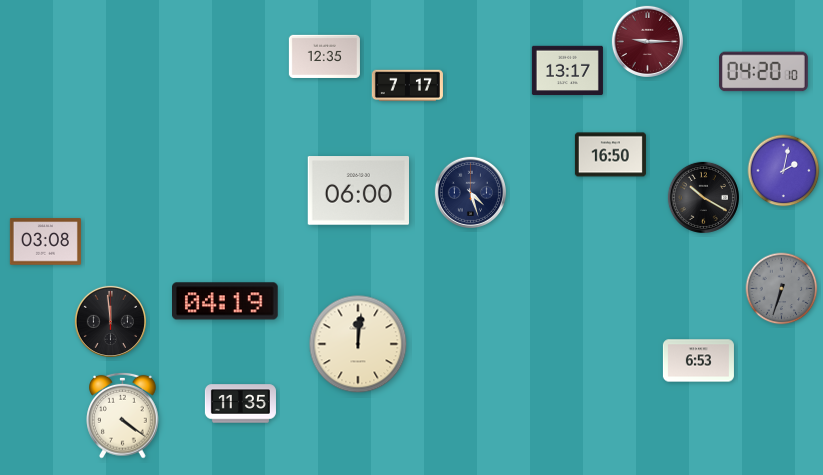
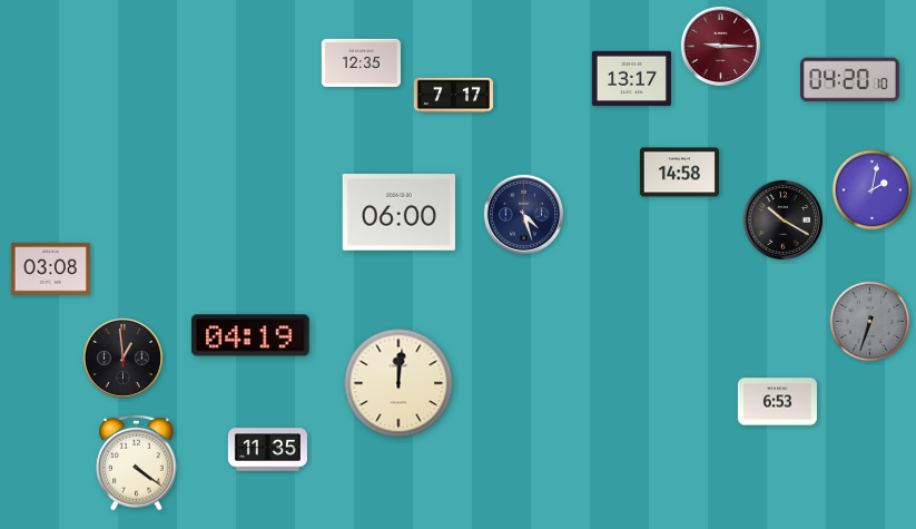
clock at (610, 155): 16:50 -> 14:58
clock at (110, 321): 11:59 -> 12:59
